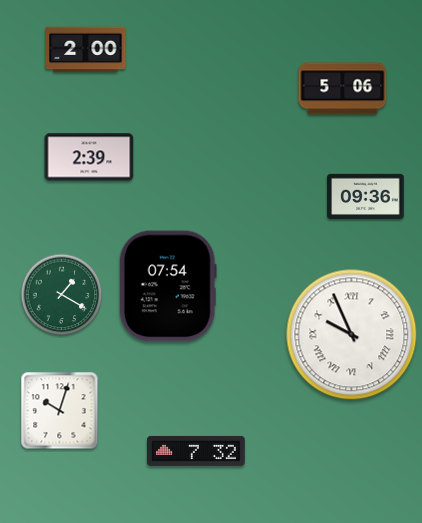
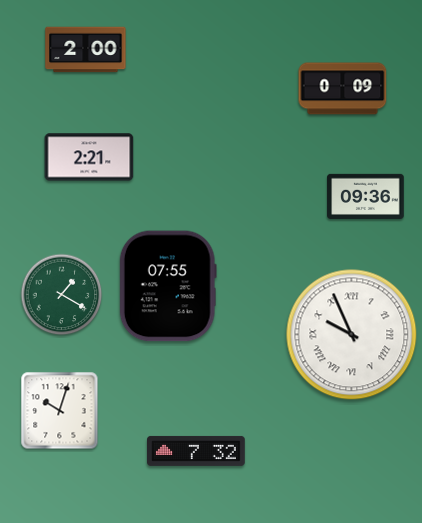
clock at (343, 89): 5:06 -> 0:09
clock at (89, 157): 2:39 -> 2:21
clock at (168, 286): 07:54 -> 07:55
